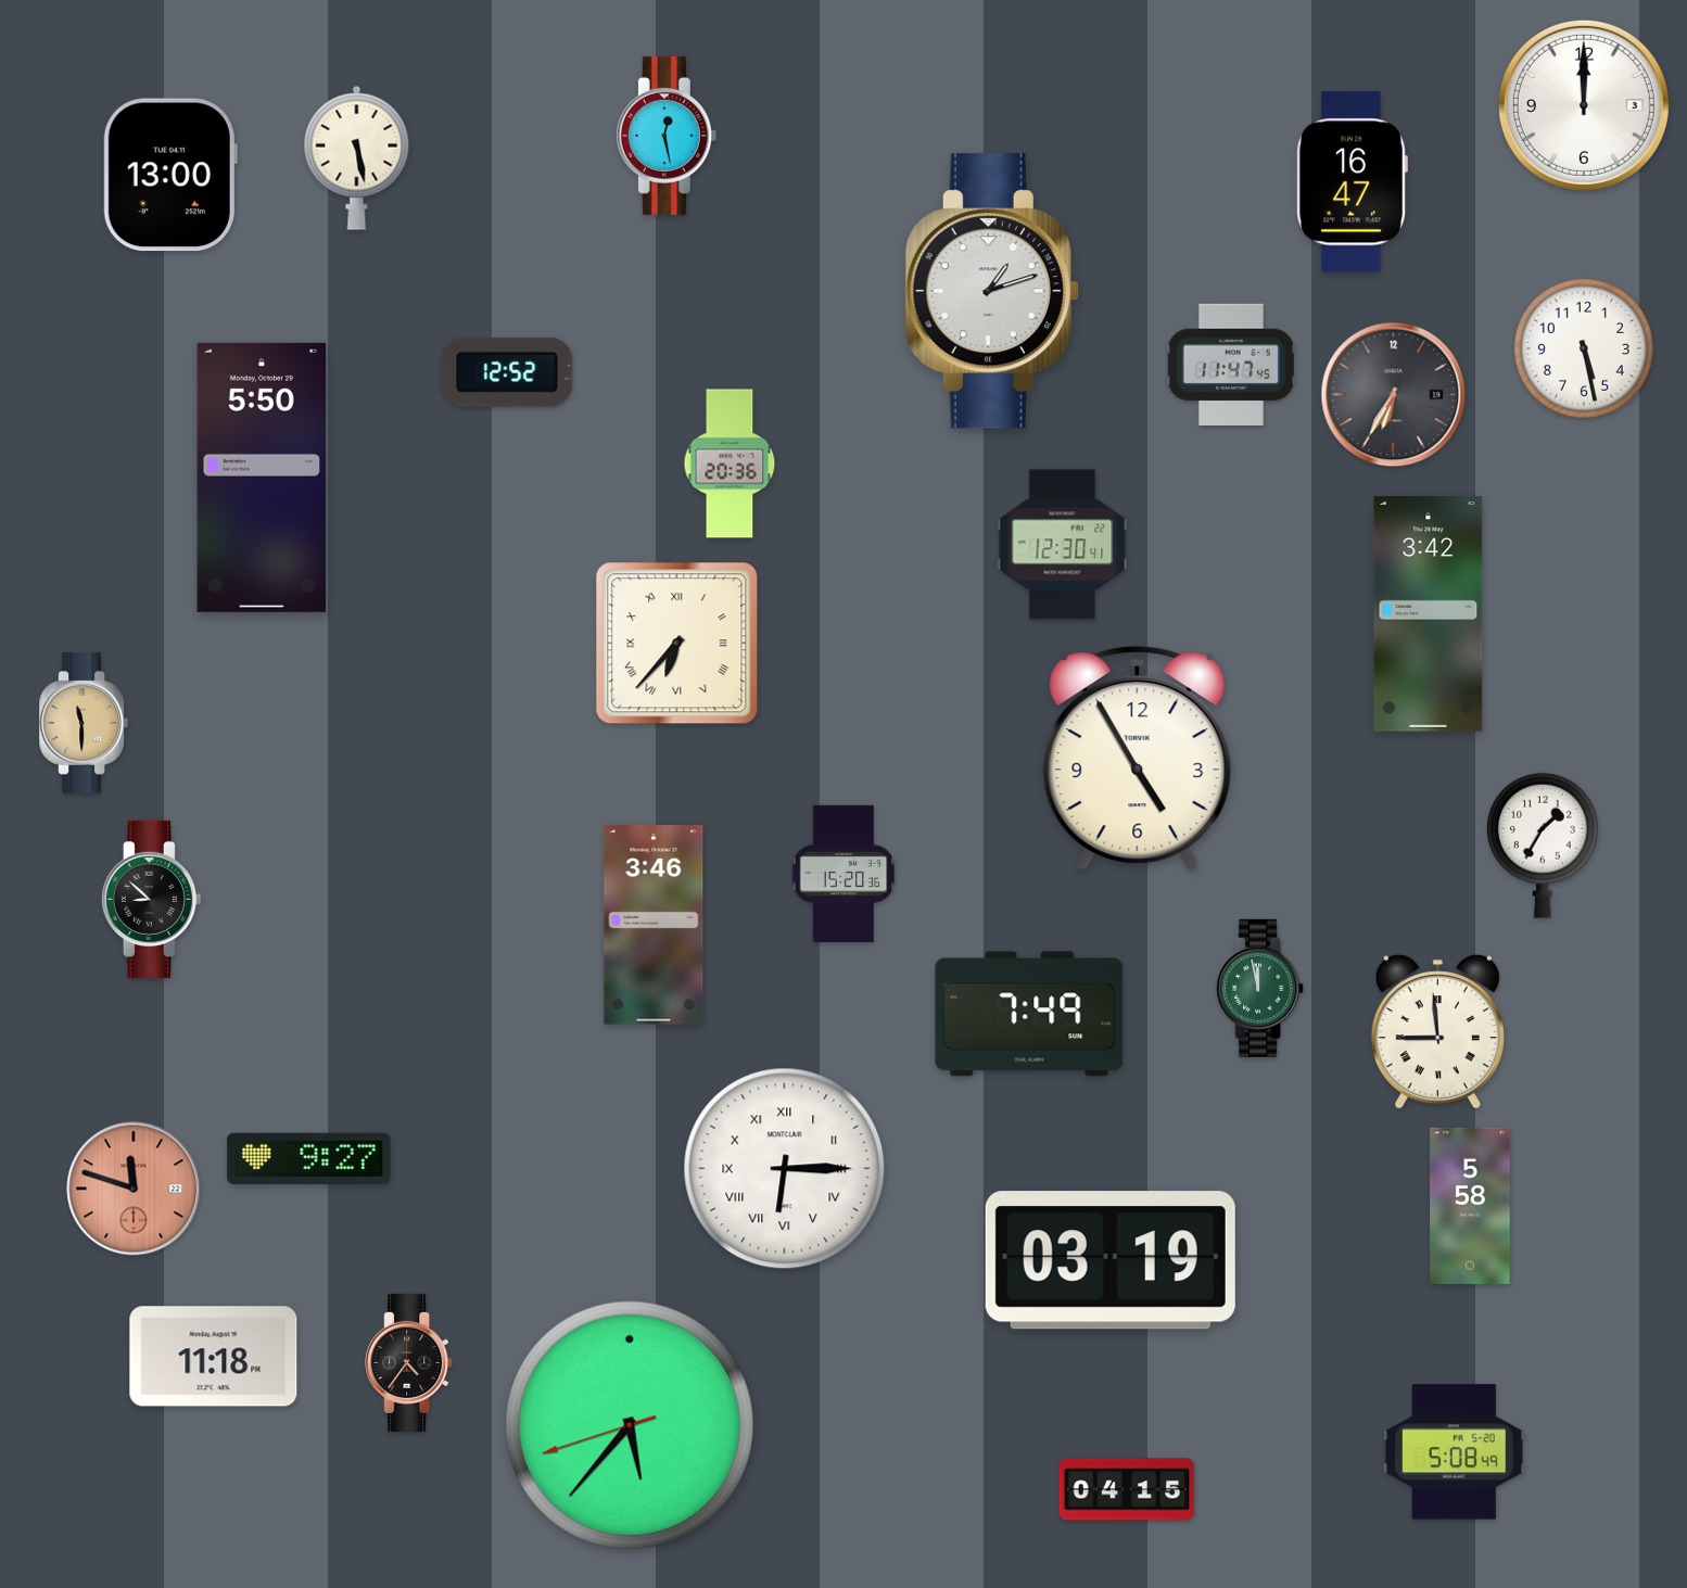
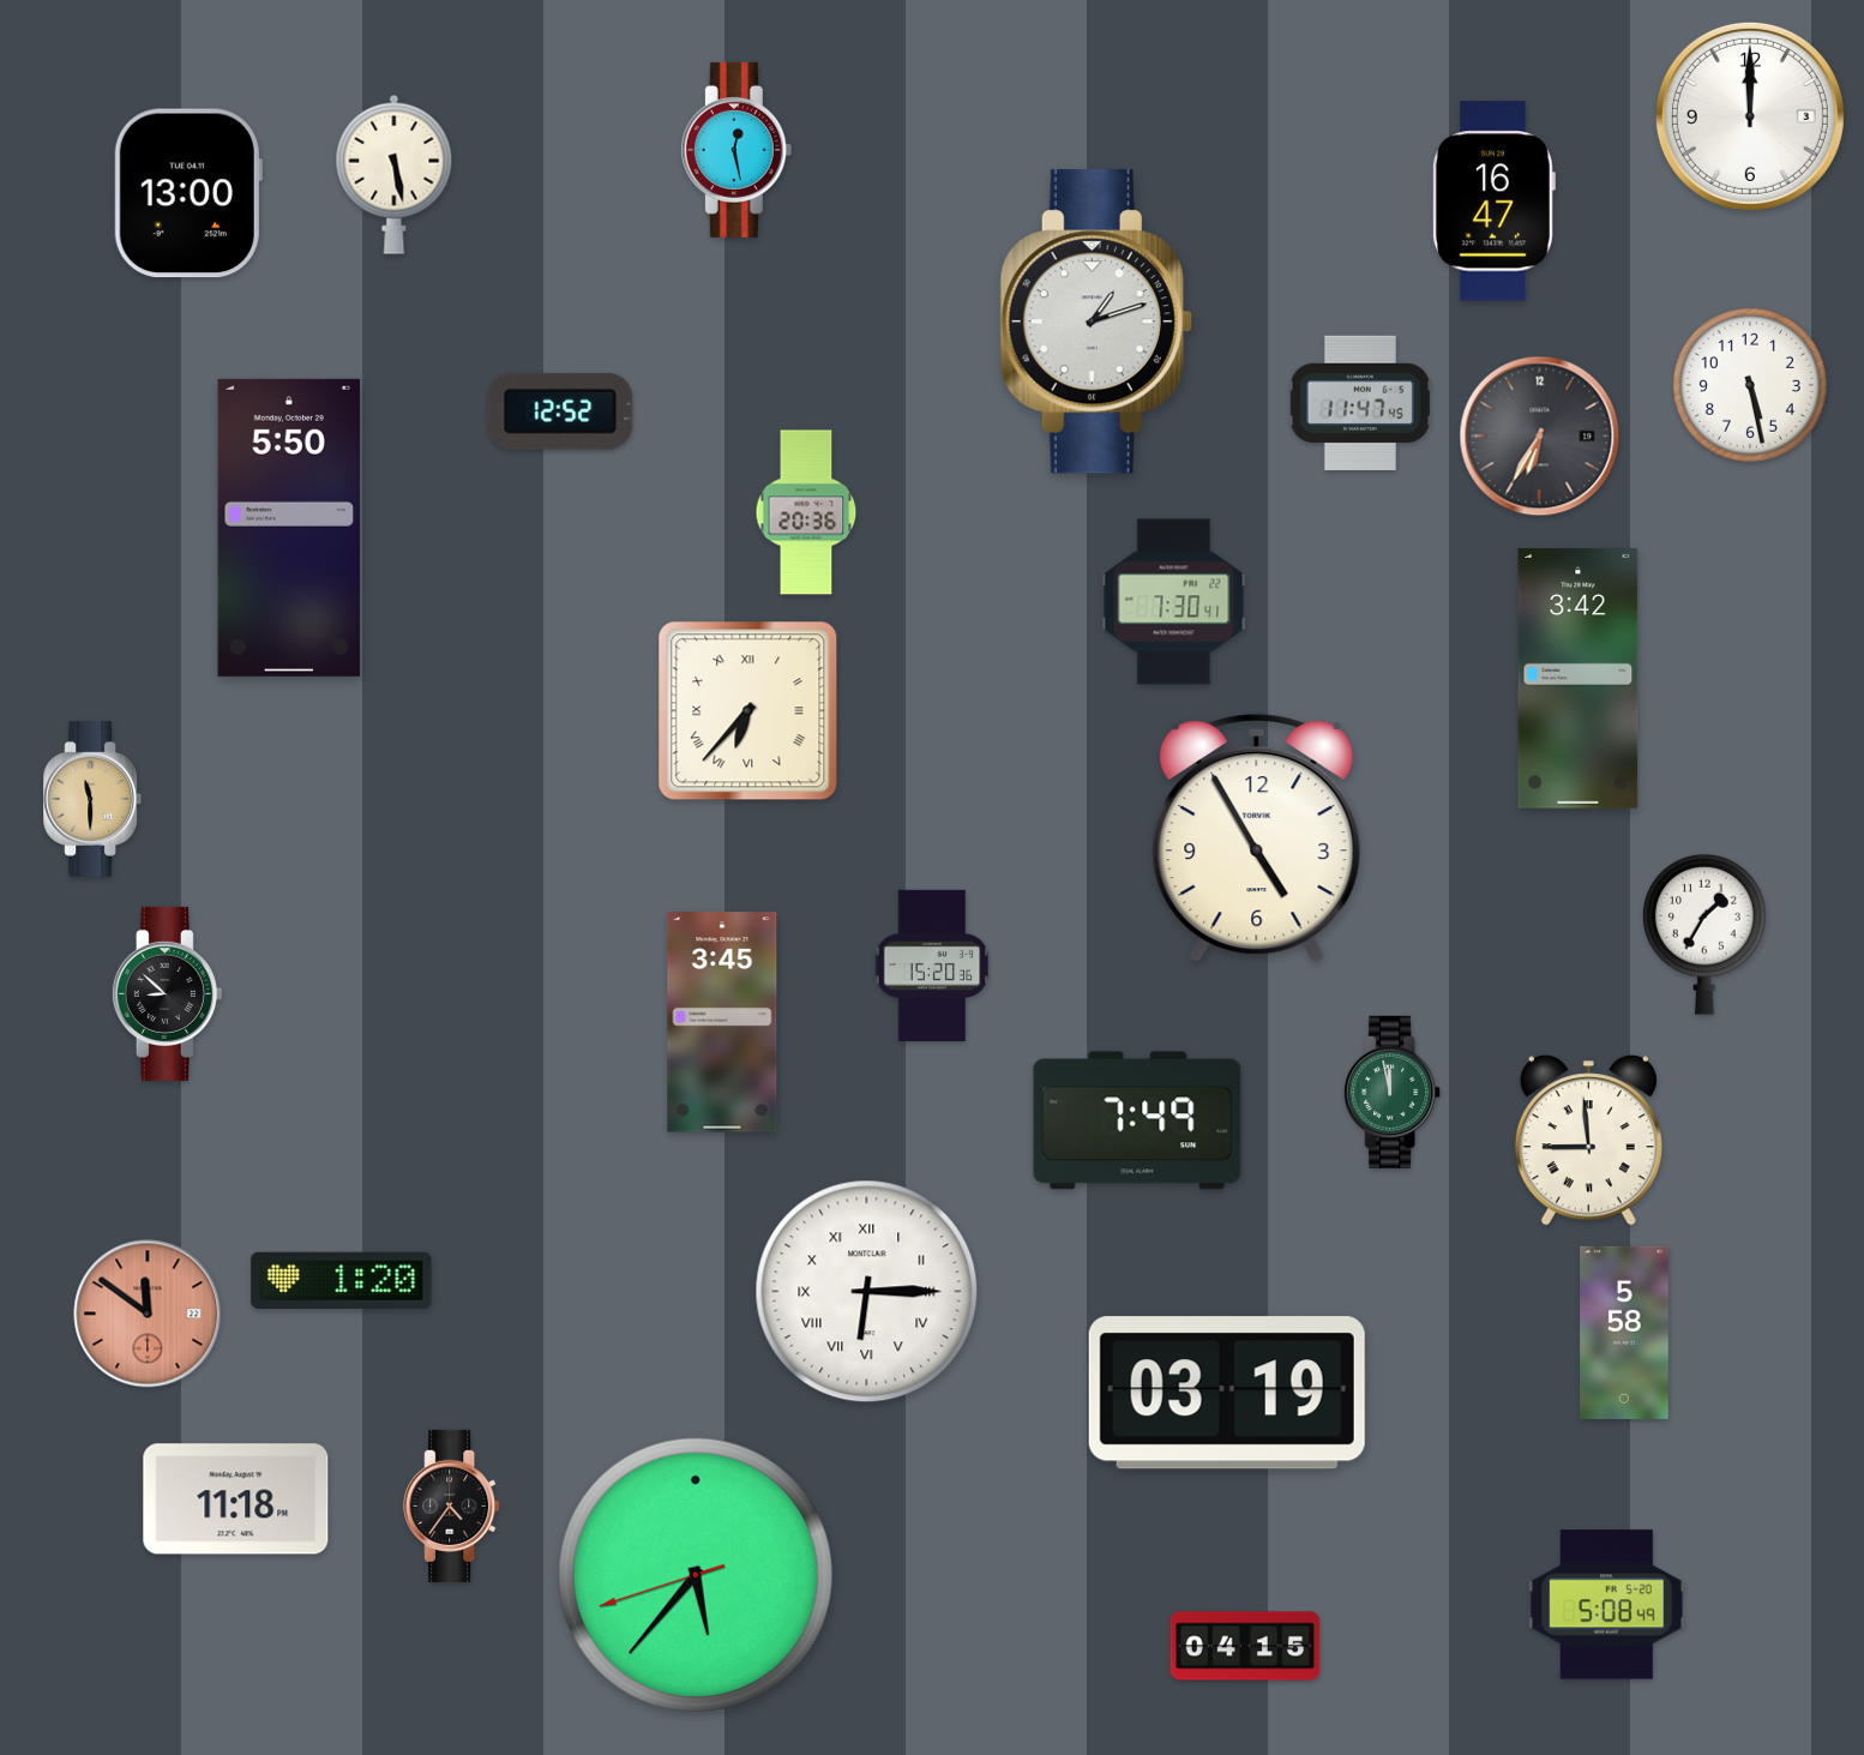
clock at (1063, 545): 12:30 -> 7:30
clock at (654, 925): 3:46 -> 3:45
clock at (309, 1158): 9:27 -> 1:20
clock at (134, 1189): 11:48 -> 11:51
